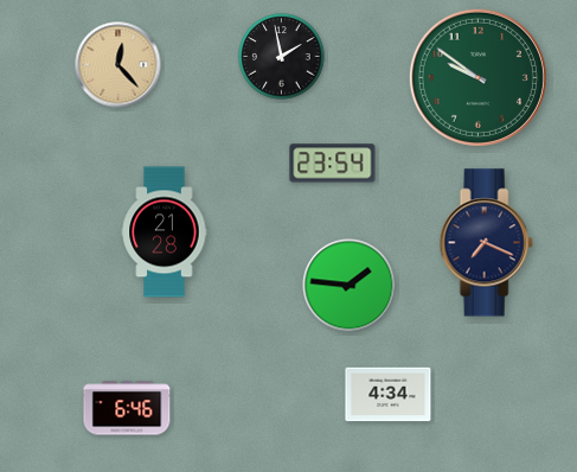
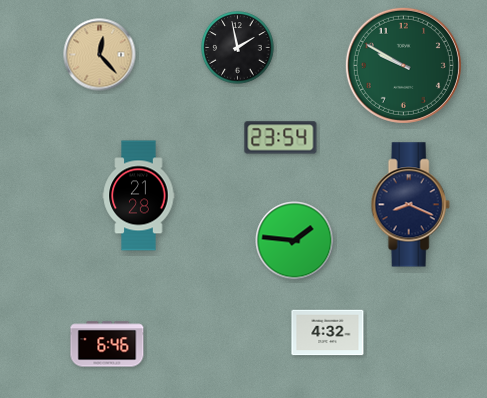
clock at (477, 77): 9:51 -> 9:50
clock at (486, 243): 7:19 -> 8:19
clock at (389, 395): 4:34 -> 4:32
